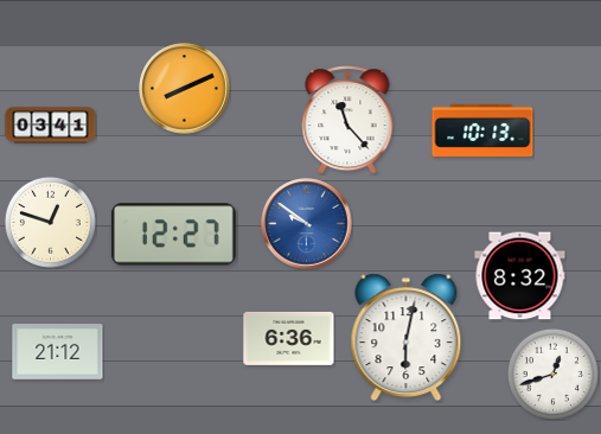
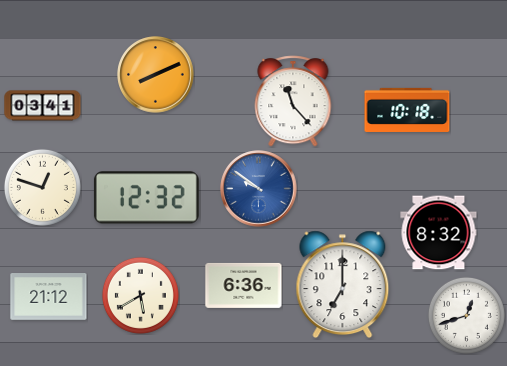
clock at (482, 130): 10:13 -> 10:18
clock at (173, 235): 12:27 -> 12:32
clock at (407, 338): 6:02 -> 7:00
clock at (140, 295): none -> 5:40
